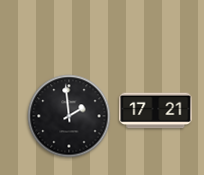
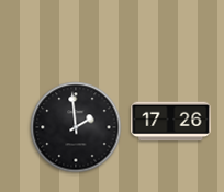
clock at (156, 111): 17:21 -> 17:26
